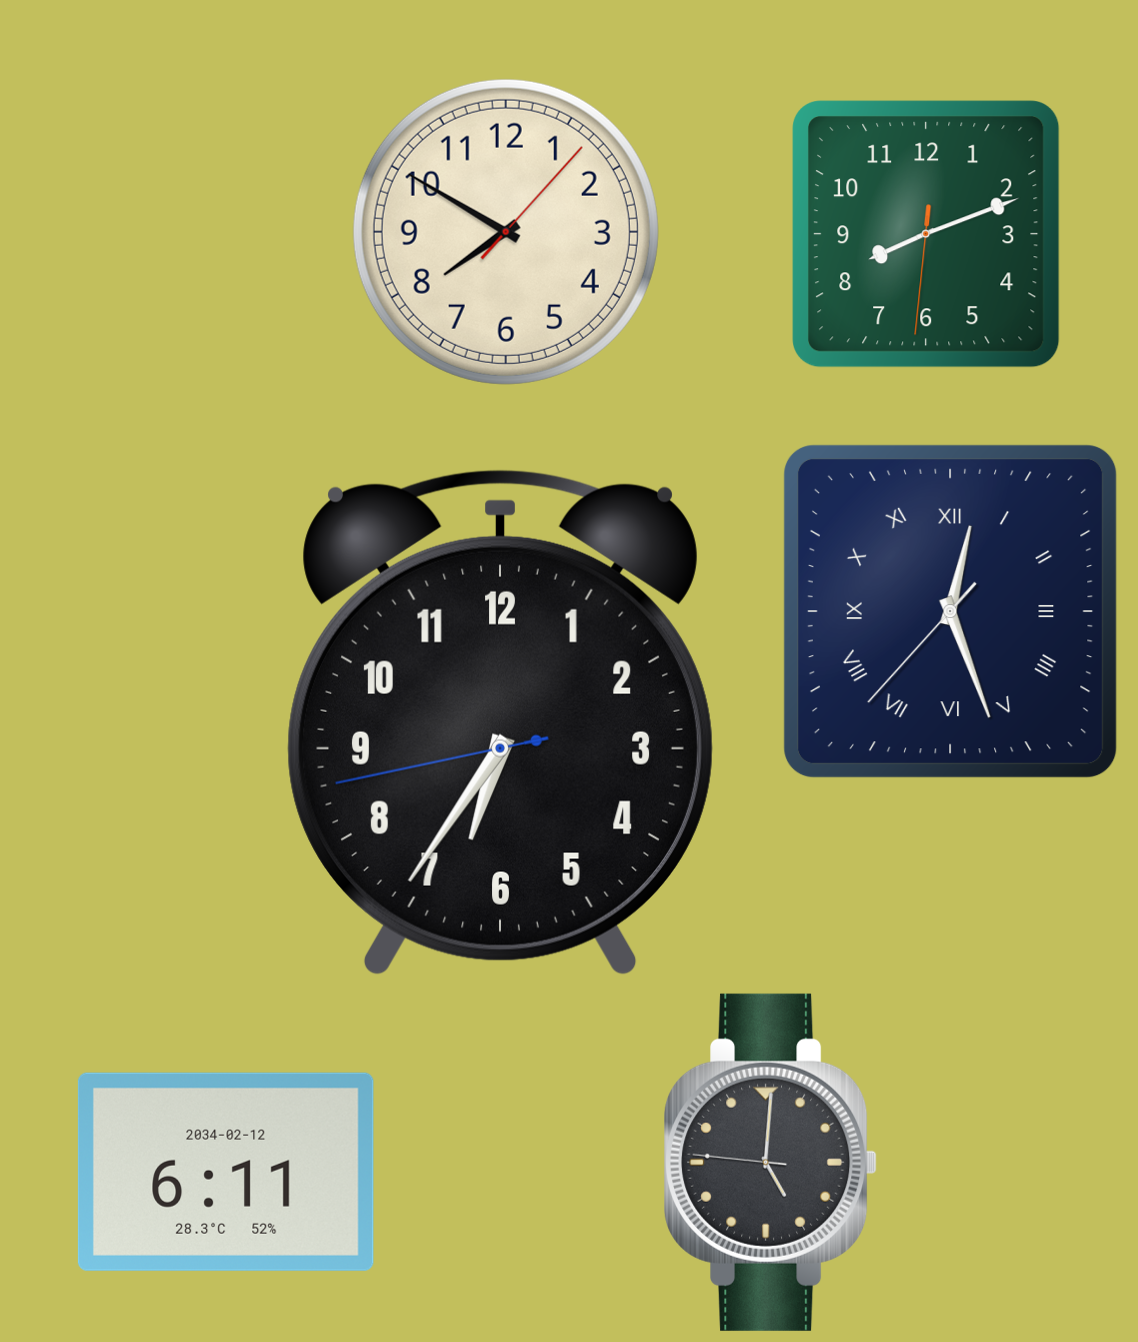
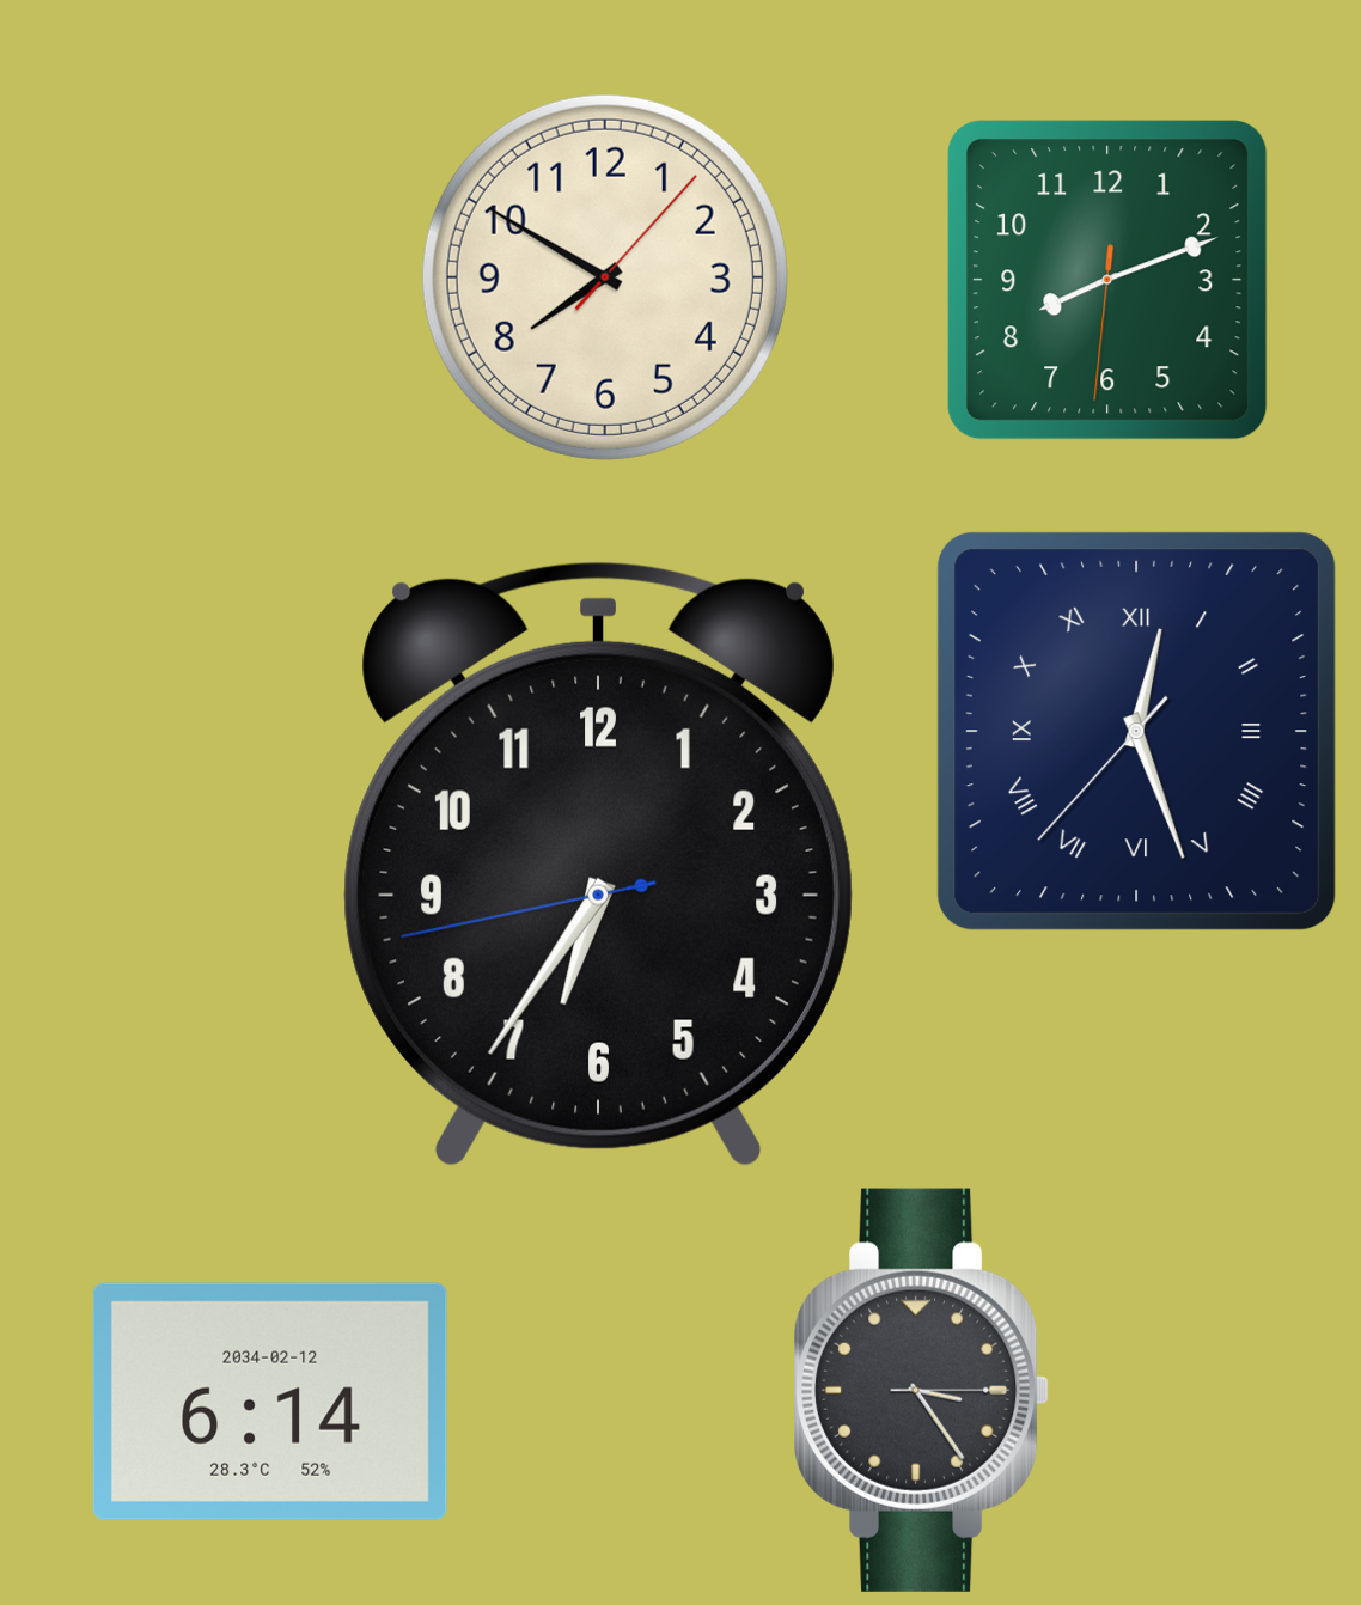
clock at (772, 1162): 5:00 -> 3:24
clock at (226, 1172): 6:11 -> 6:14
